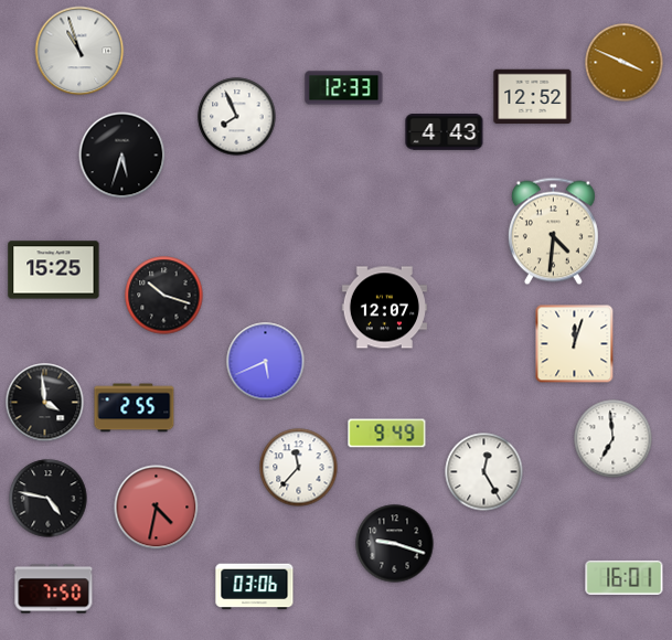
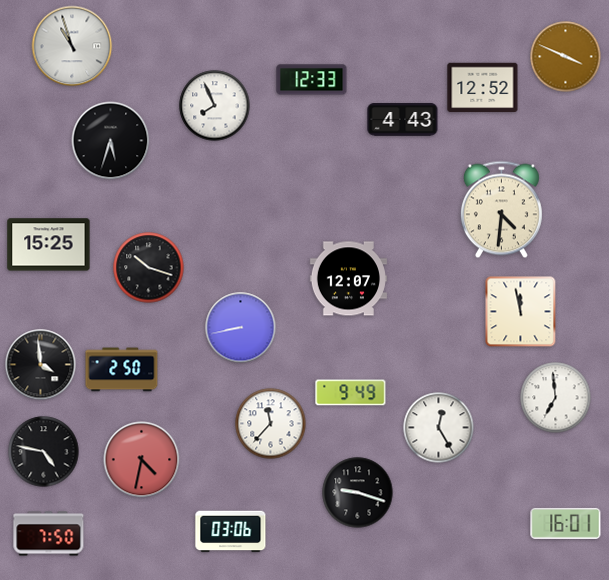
clock at (575, 344): 12:03 -> 11:58
clock at (266, 362): 5:41 -> 8:43
clock at (135, 408): 2:55 -> 2:50
